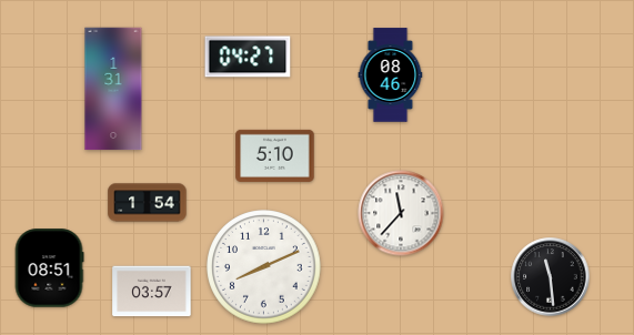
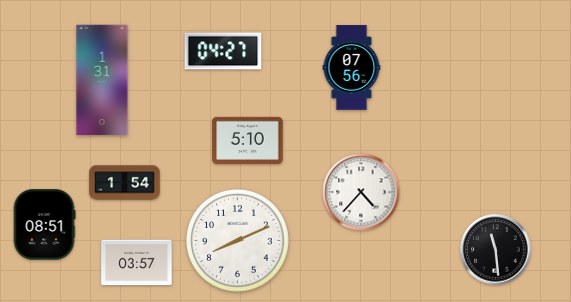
clock at (391, 75): 08:46 -> 07:56
clock at (148, 203) position: (148, 203) -> (125, 183)
clock at (401, 213): 11:37 -> 4:37
clock at (49, 268) position: (49, 268) -> (44, 225)
